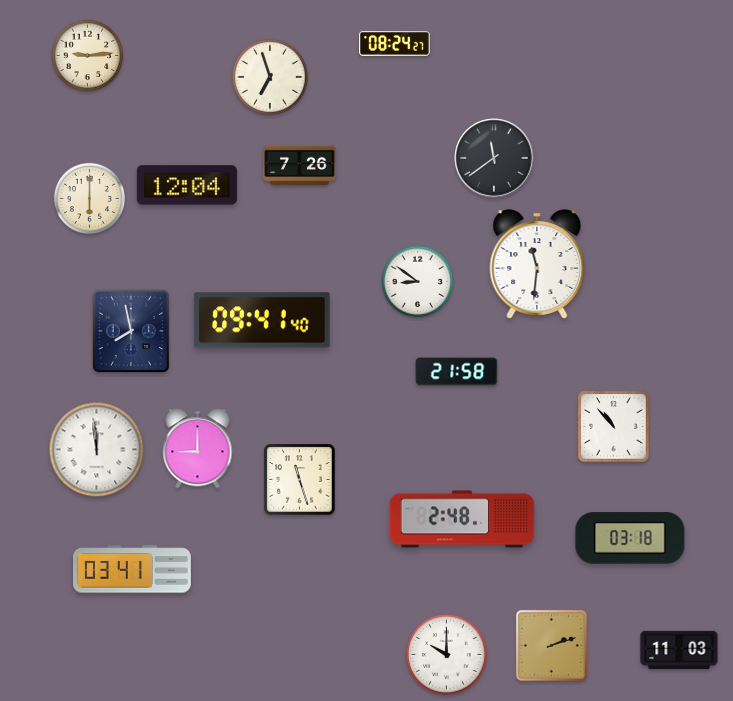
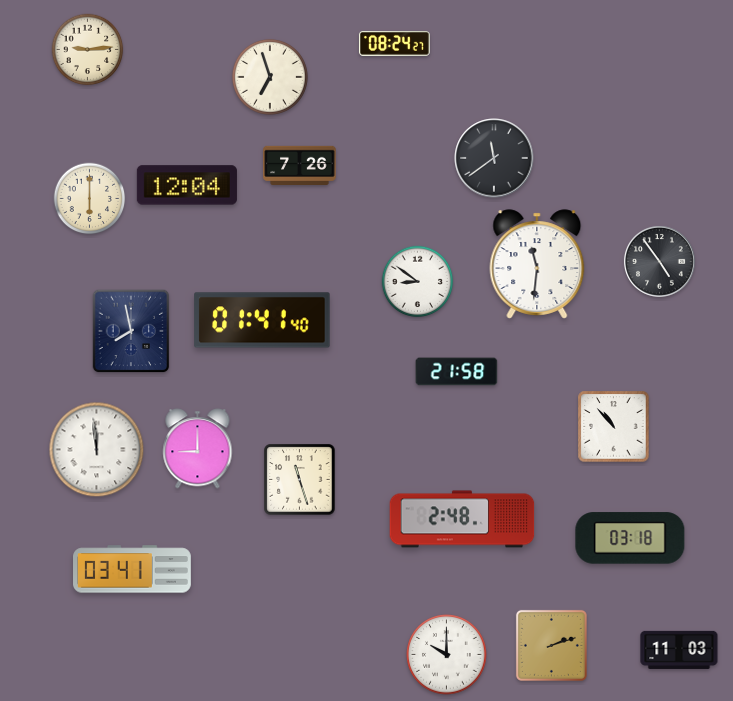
clock at (88, 56) position: (88, 56) -> (88, 50)
clock at (659, 261): none -> 4:54
clock at (262, 320): 09:41 -> 01:41
